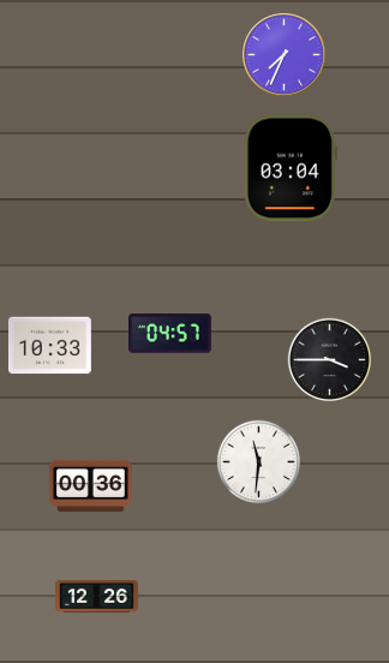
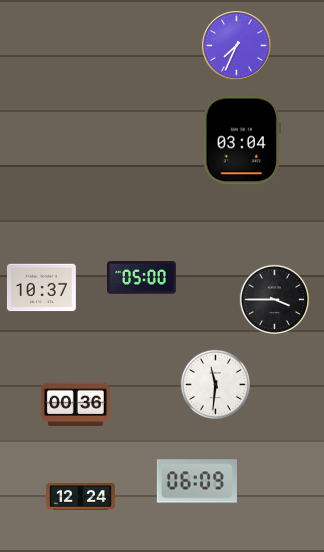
clock at (170, 334): 04:57 -> 05:00
clock at (49, 346): 10:33 -> 10:37
clock at (197, 481): none -> 06:09
clock at (97, 597): 12:26 -> 12:24
